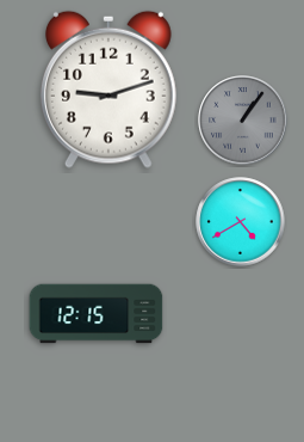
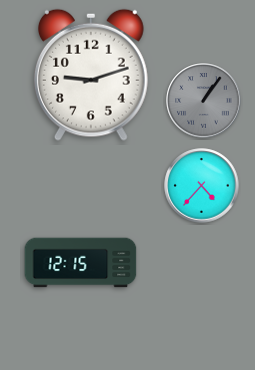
clock at (241, 222): 4:40 -> 4:37
